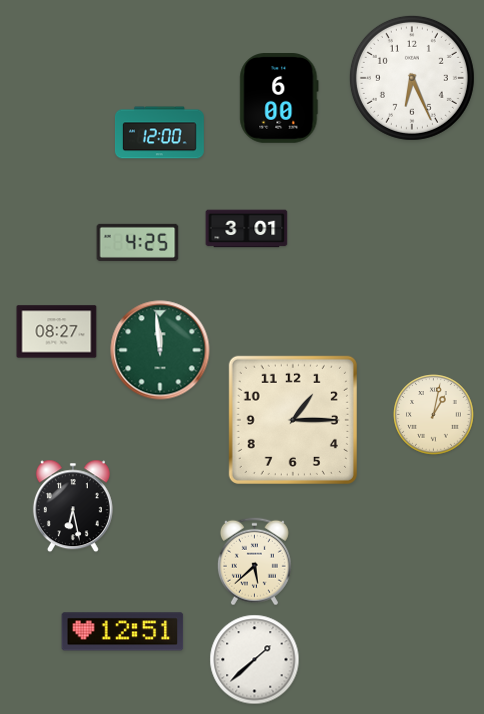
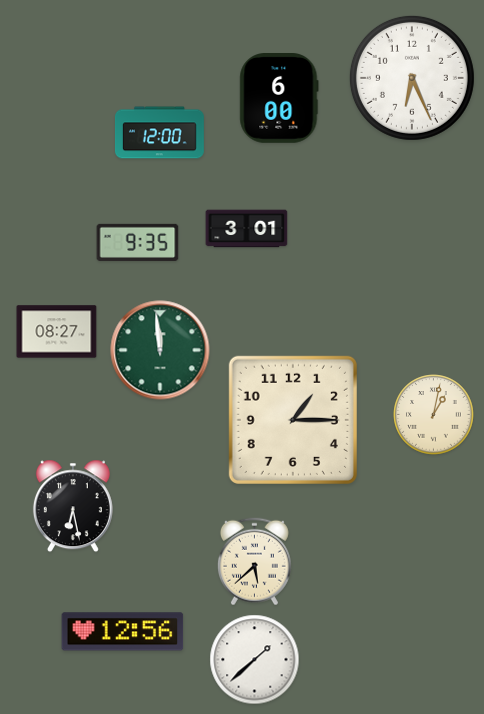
clock at (138, 242): 4:25 -> 9:35
clock at (123, 632): 12:51 -> 12:56
